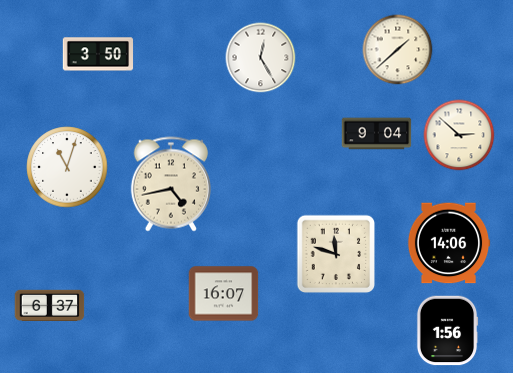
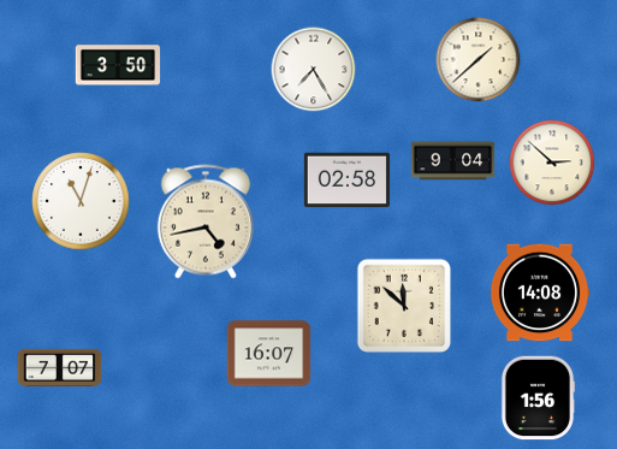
clock at (261, 58): 12:25 -> 7:25
clock at (346, 181): none -> 02:58
clock at (449, 243): 14:06 -> 14:08
clock at (336, 254): 11:48 -> 11:52
clock at (50, 305): 6:37 -> 7:07
